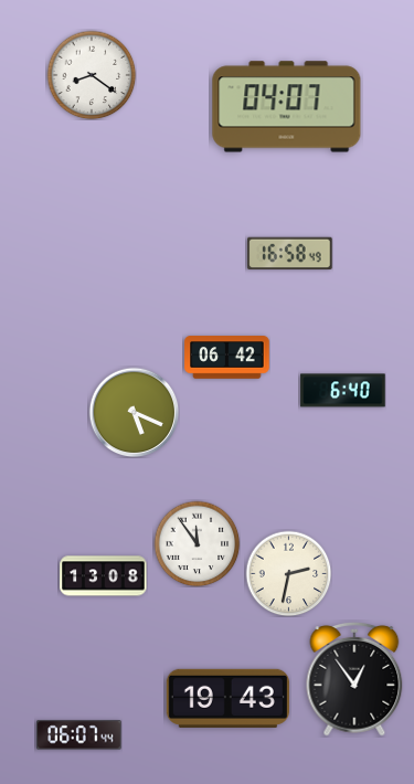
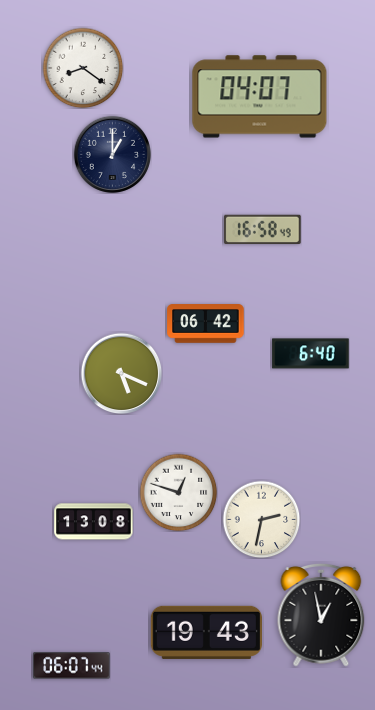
clock at (112, 154): none -> 1:00
clock at (197, 543): 11:54 -> 12:48
clock at (354, 680): 12:54 -> 12:58
